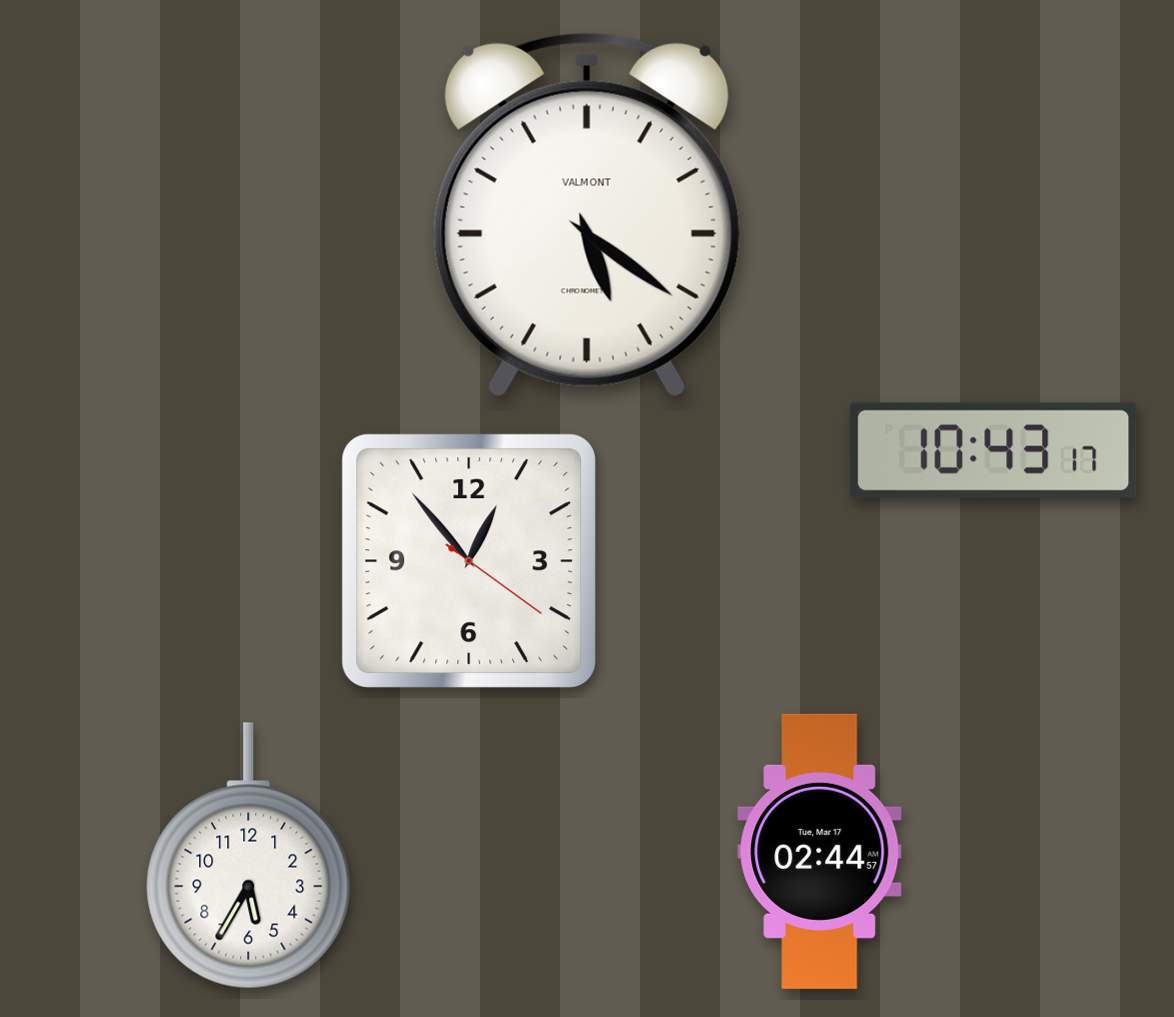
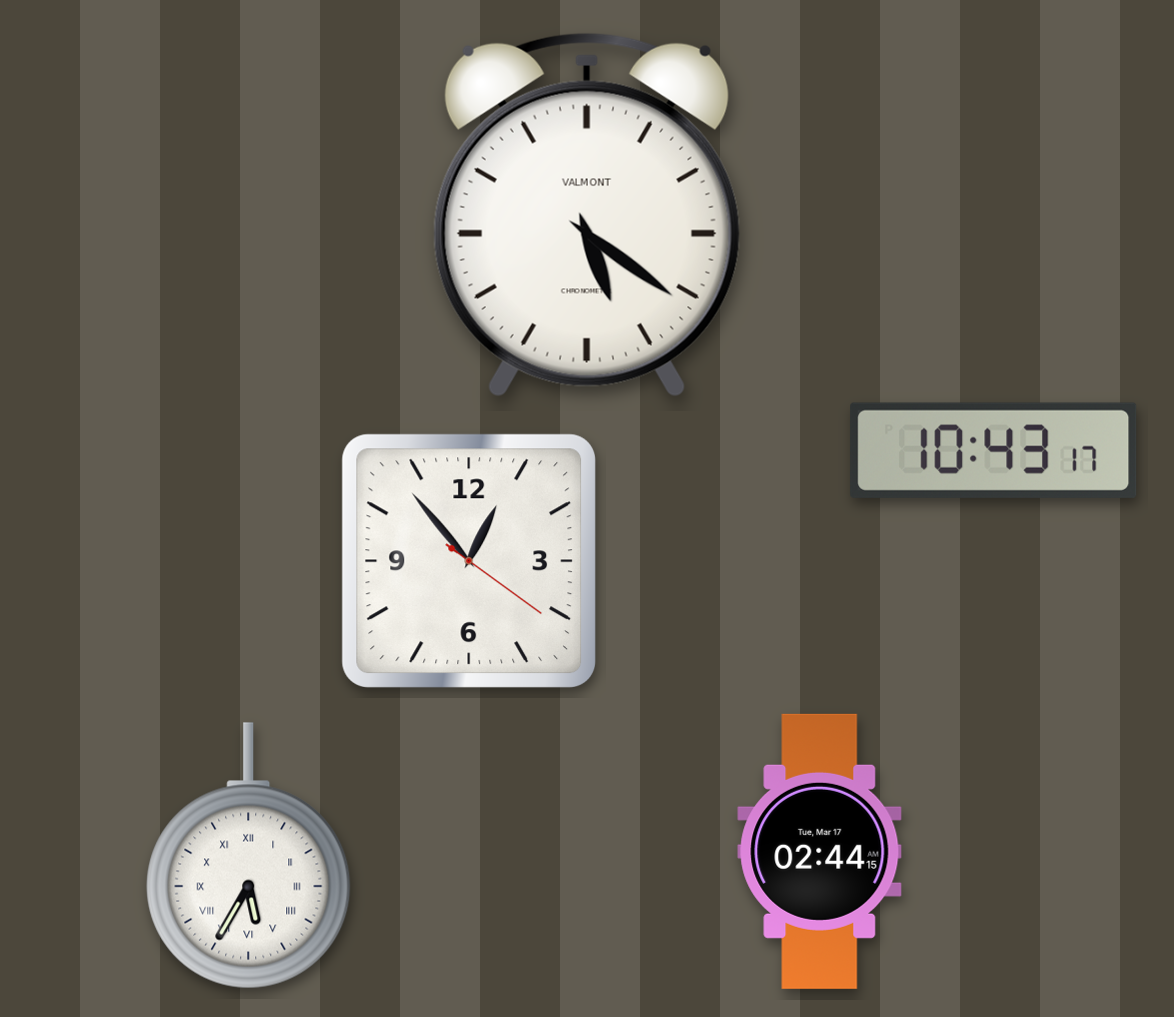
clock at (820, 851): 02:44:57 -> 02:44:15
clock at (249, 856) numerals: Arabic -> Roman
